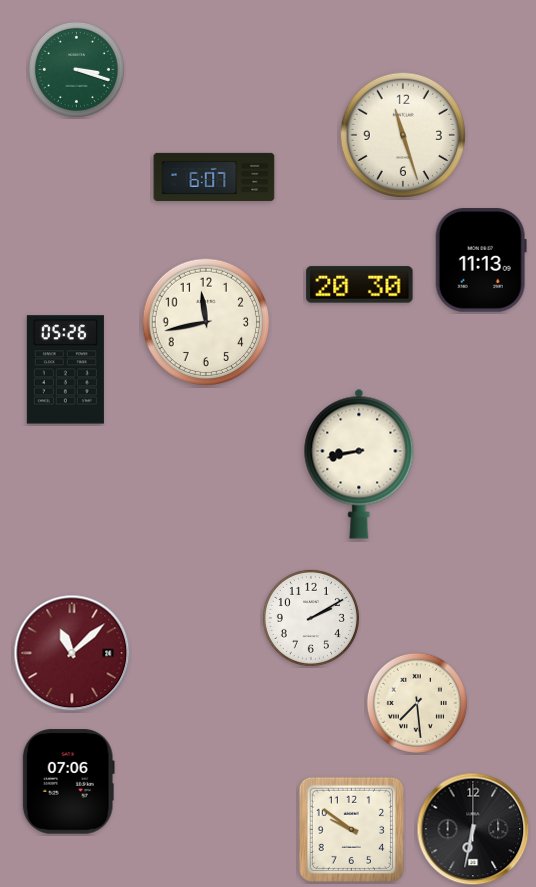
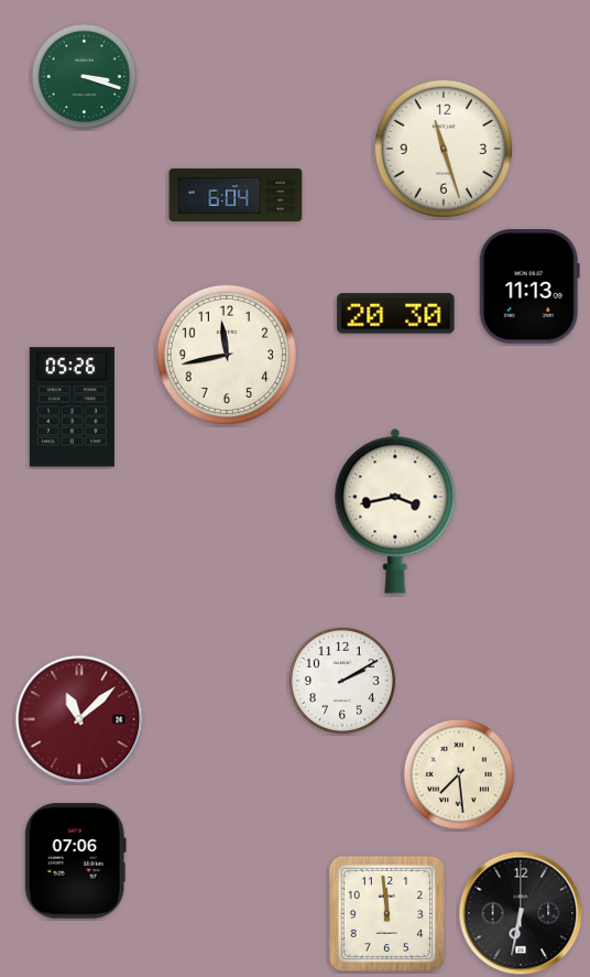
clock at (214, 177): 6:07 -> 6:04
clock at (359, 464): 8:43 -> 3:43
clock at (351, 829): 9:51 -> 11:59
